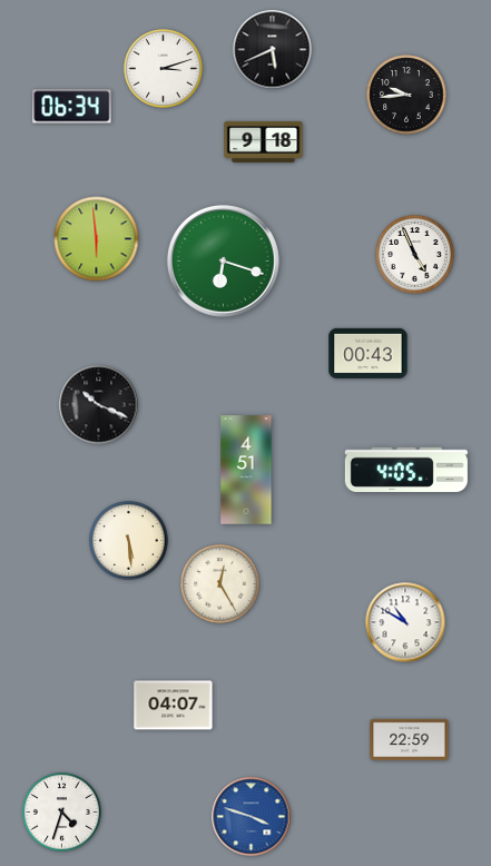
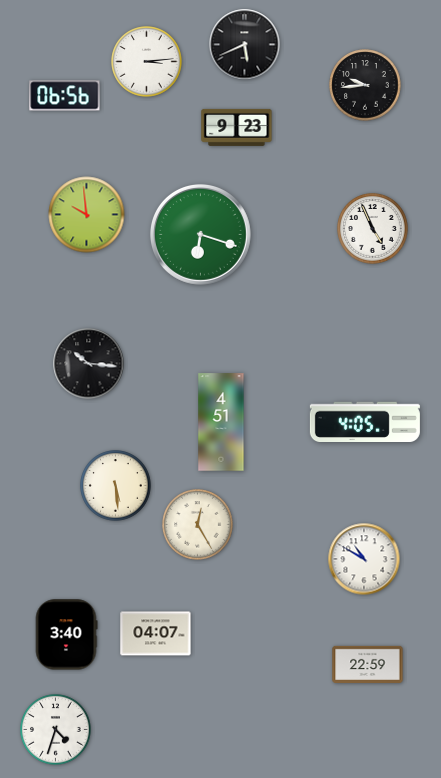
clock at (164, 69): 3:12 -> 3:14
clock at (72, 107): 06:34 -> 06:56
clock at (264, 141): 9:18 -> 9:23
clock at (97, 239): 5:59 -> 9:59
clock at (369, 353): 00:43 -> none
clock at (99, 405): 10:19 -> 10:16
clock at (66, 635): none -> 3:40
clock at (252, 817): 3:48 -> none
